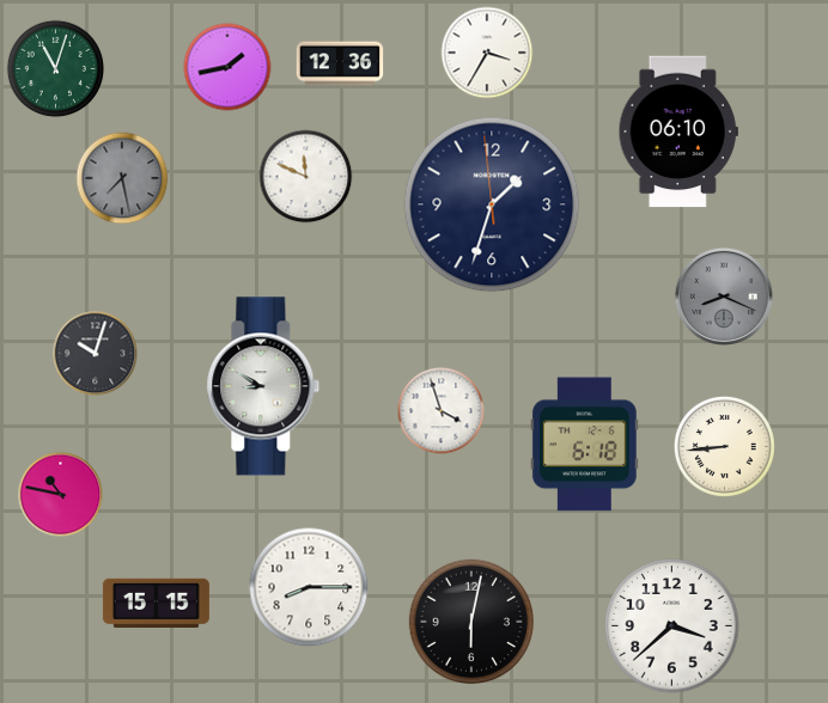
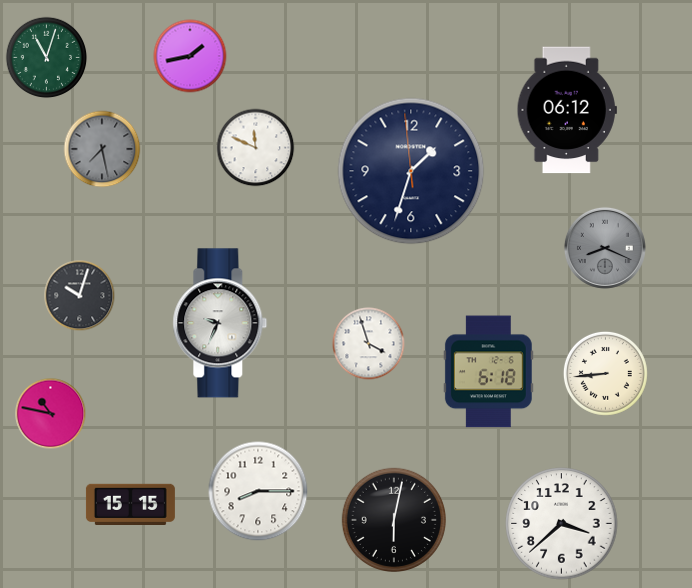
clock at (487, 53): 3:35 -> none
clock at (340, 63): 12:36 -> none
clock at (678, 132): 06:10 -> 06:12
clock at (263, 386): 8:50 -> 9:34
